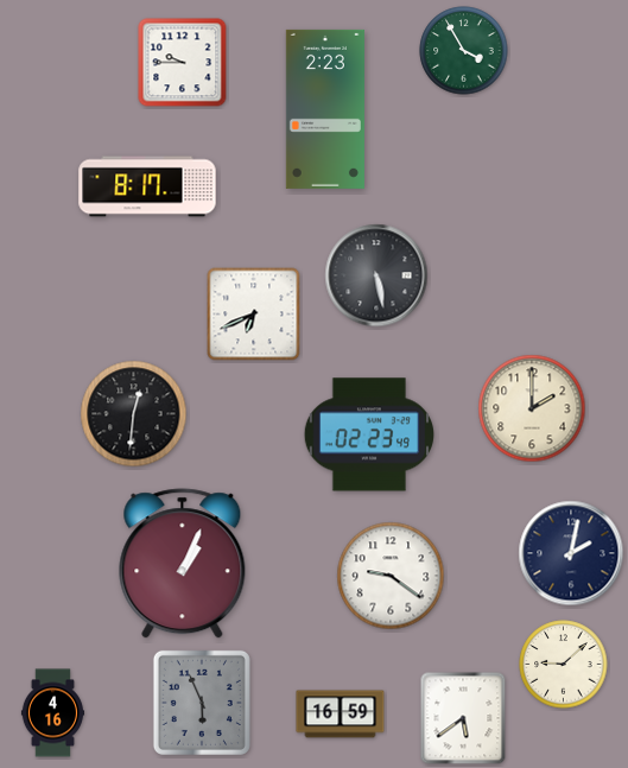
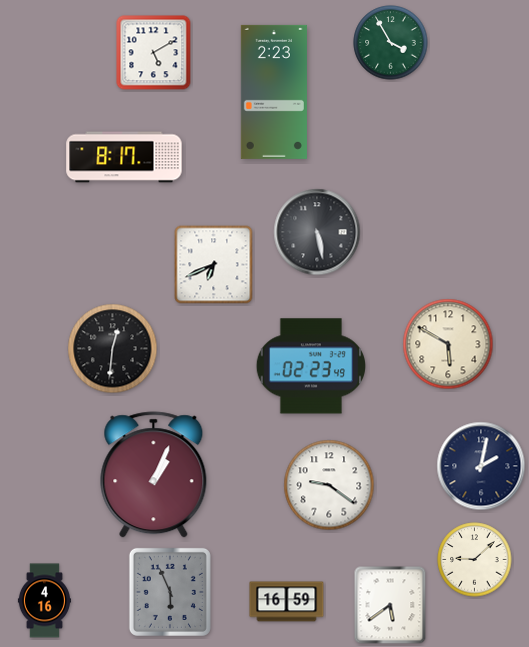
clock at (183, 63): 9:45 -> 5:10
clock at (532, 408): 2:00 -> 5:50
